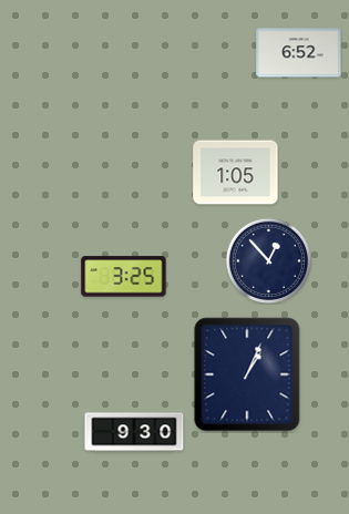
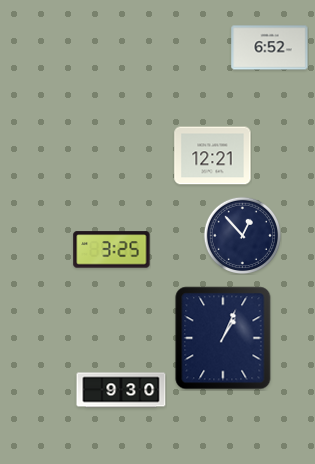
clock at (236, 173): 1:05 -> 12:21
